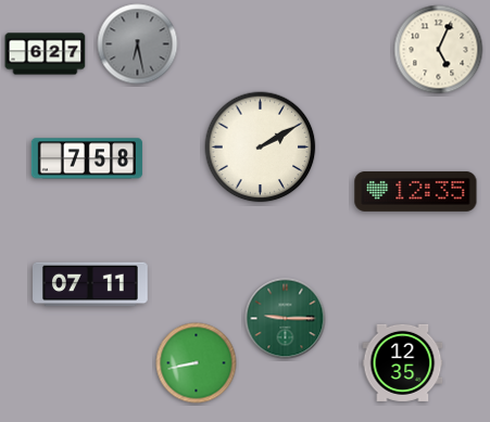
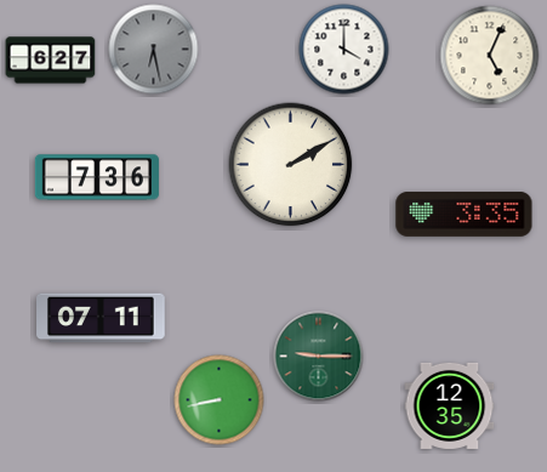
clock at (344, 50): none -> 4:00
clock at (87, 158): 7:58 -> 7:36
clock at (416, 191): 12:35 -> 3:35
clock at (197, 363) position: (197, 363) -> (220, 400)
